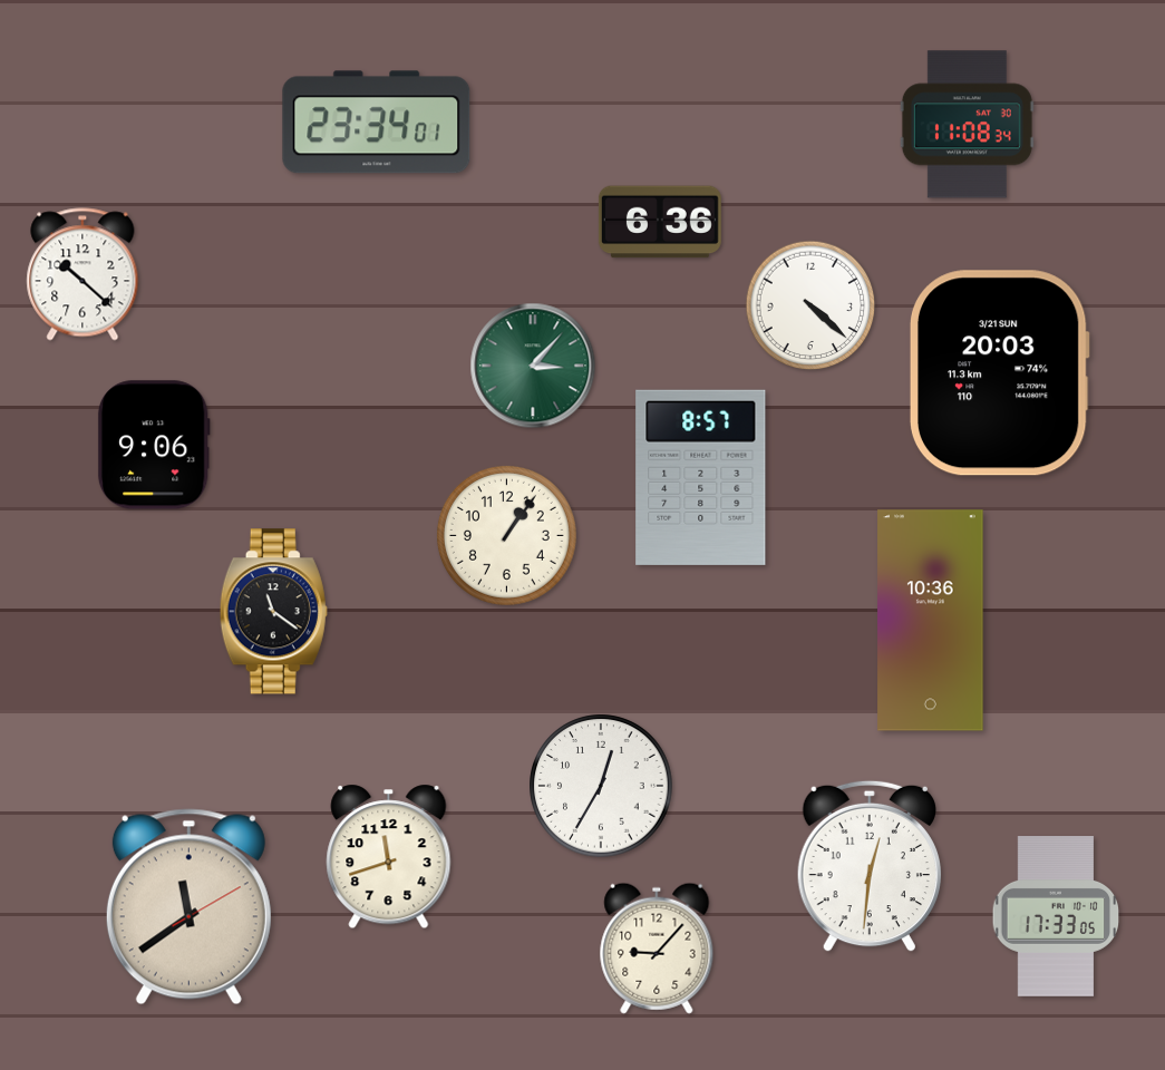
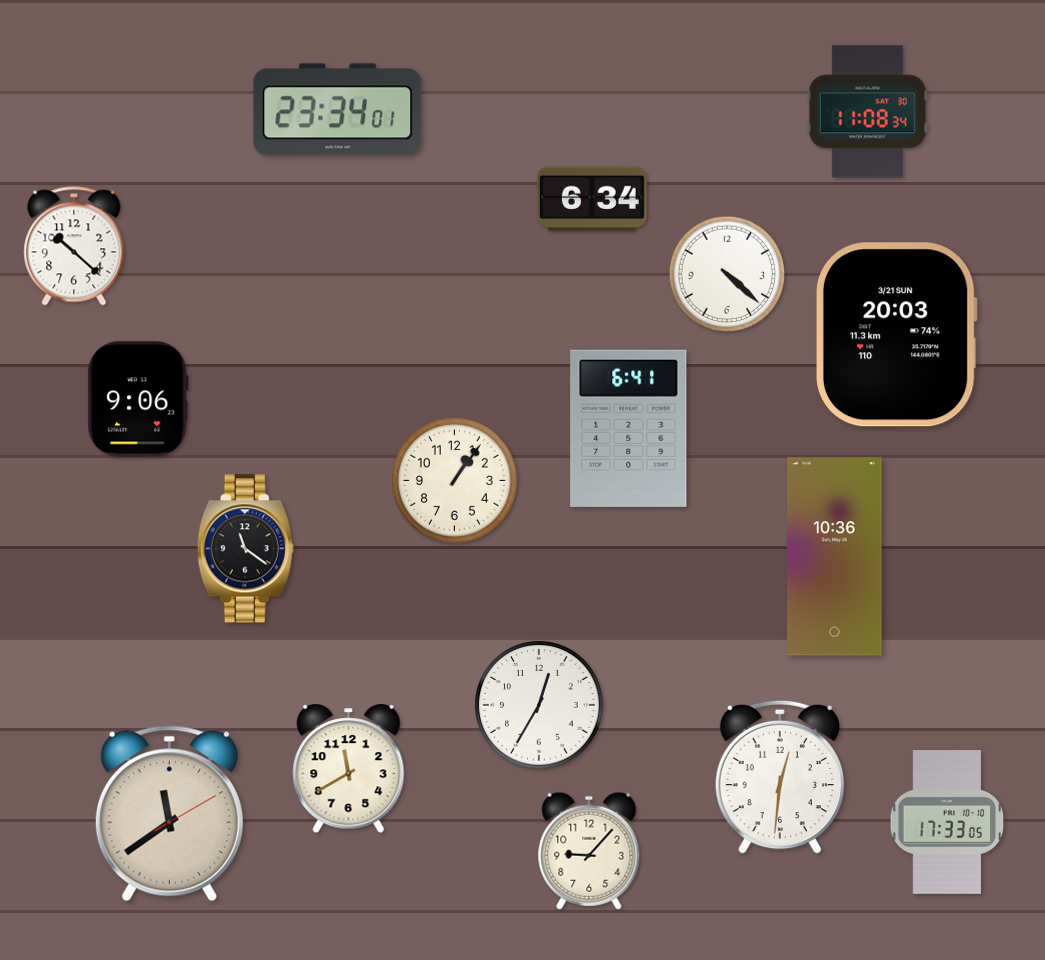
clock at (660, 222): 6:36 -> 6:34
clock at (533, 366): 3:07 -> none
clock at (701, 477): 8:57 -> 6:41
clock at (389, 857): 11:42 -> 11:40
